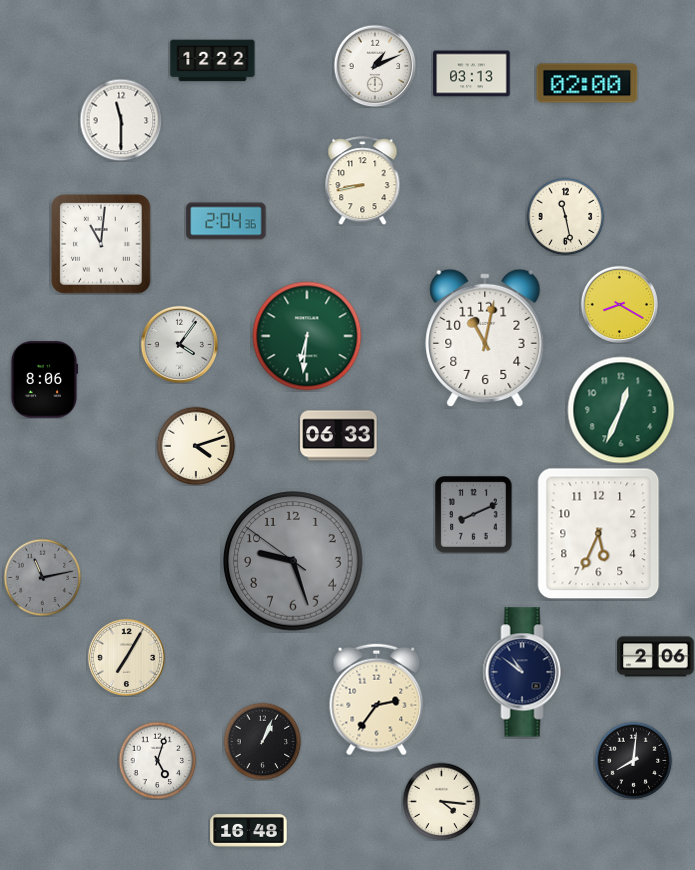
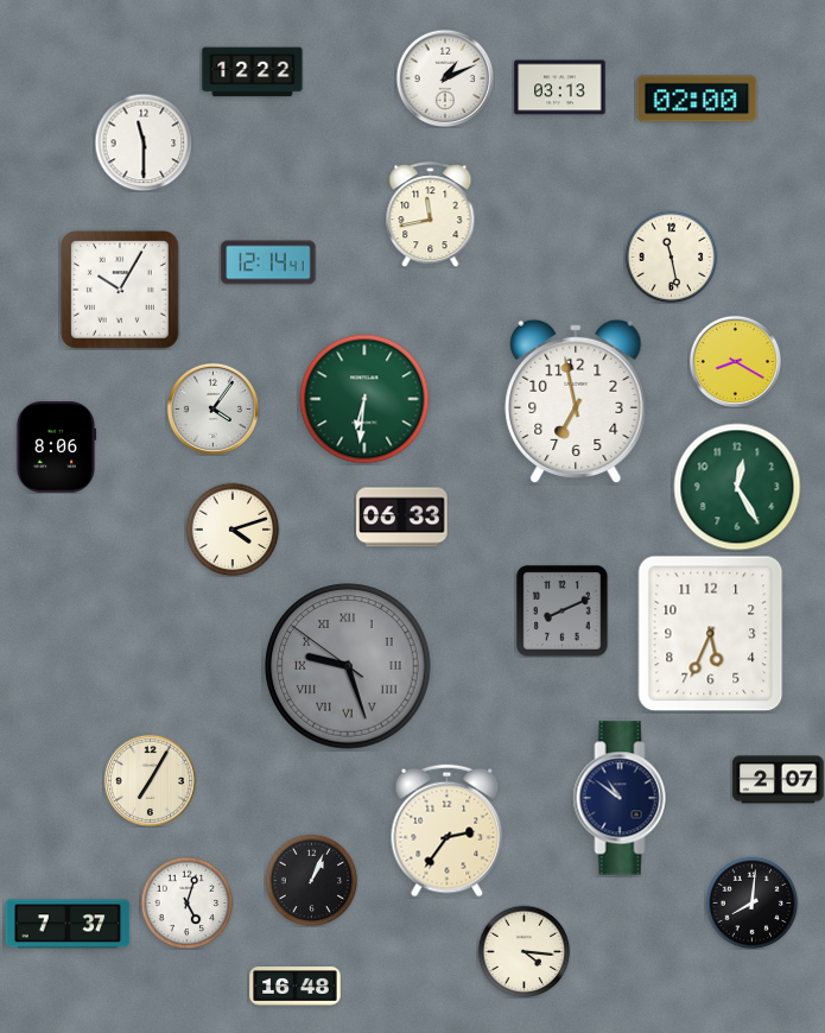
clock at (363, 181): 8:43 -> 11:43
clock at (226, 221): 2:04 -> 12:14
clock at (101, 244): 11:01 -> 10:05
clock at (485, 338): 11:02 -> 6:58
clock at (44, 380) position: (44, 380) -> (56, 448)
clock at (621, 410): 12:34 -> 12:25
clock at (293, 561) numerals: Arabic -> Roman
clock at (42, 577): 11:13 -> none
clock at (656, 657): 2:06 -> 2:07
clock at (68, 924): none -> 7:37
